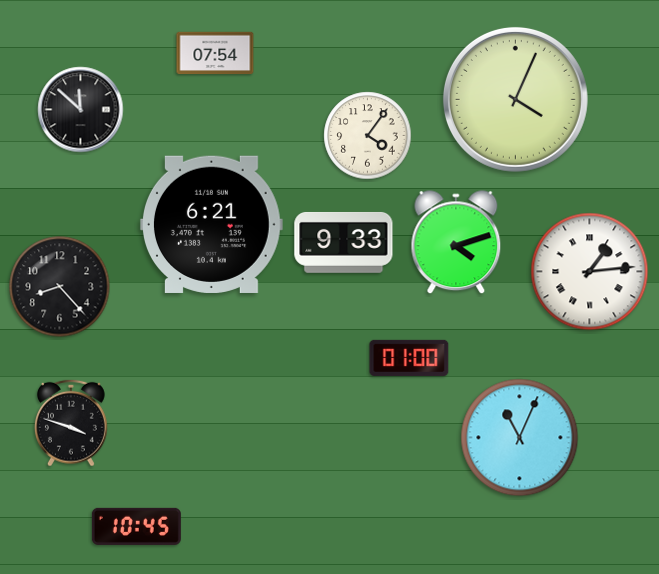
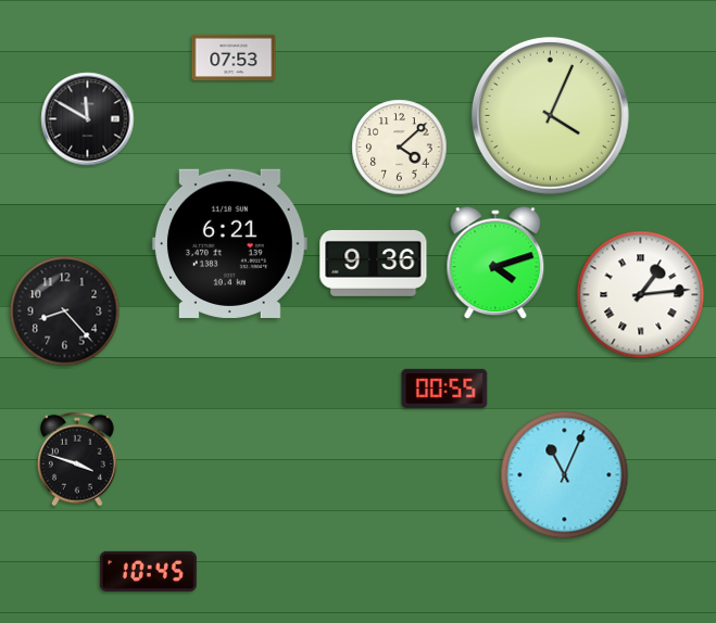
clock at (215, 53): 07:54 -> 07:53
clock at (515, 99) position: (515, 99) -> (550, 115)
clock at (81, 110): 11:52 -> 11:50
clock at (368, 136): 4:06 -> 4:08
clock at (344, 242): 9:33 -> 9:36
clock at (409, 358): 01:00 -> 00:55
